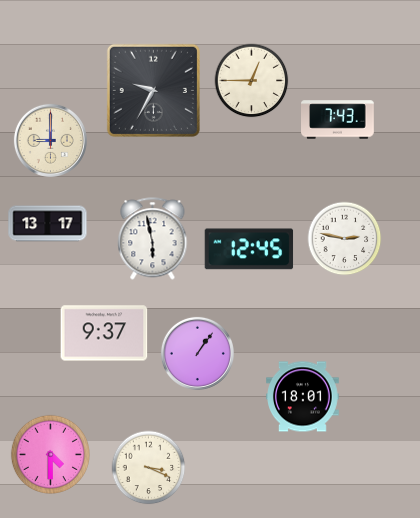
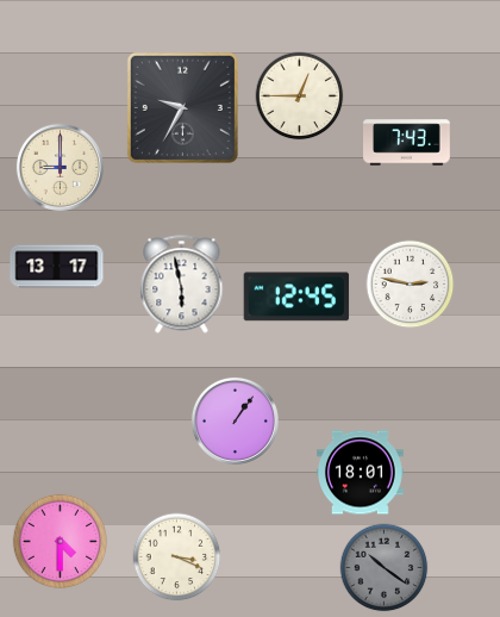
clock at (338, 120) position: (338, 120) -> (407, 143)
clock at (104, 333): 9:37 -> none
clock at (385, 568): none -> 10:21
